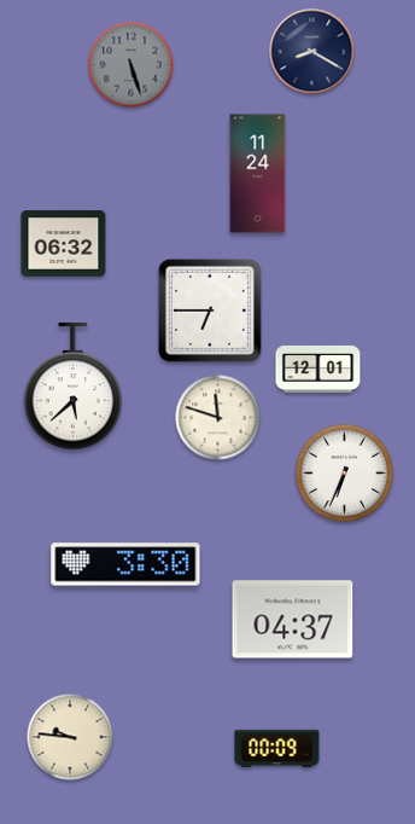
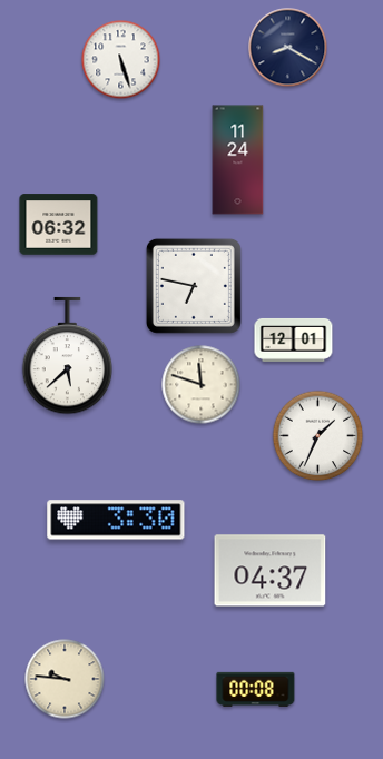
clock at (131, 65) dial: grey -> white
clock at (210, 311): 6:45 -> 6:47
clock at (345, 474): 6:34 -> 1:34
clock at (277, 748): 00:09 -> 00:08
